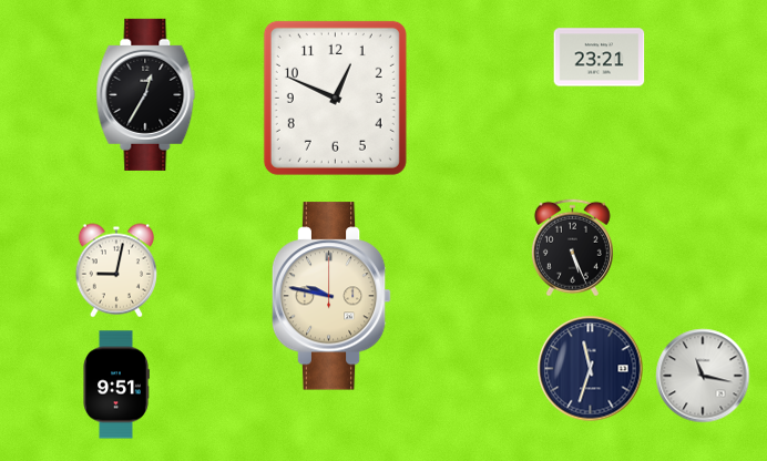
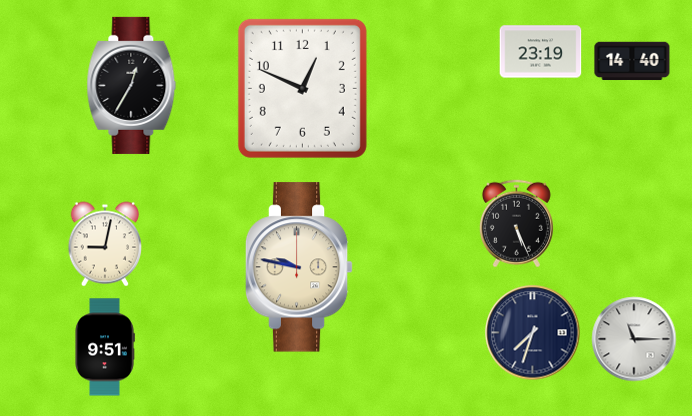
clock at (600, 58): 23:21 -> 23:19
clock at (632, 61): none -> 14:40
clock at (591, 369): 11:33 -> 7:33
clock at (703, 376): 11:17 -> 11:15
